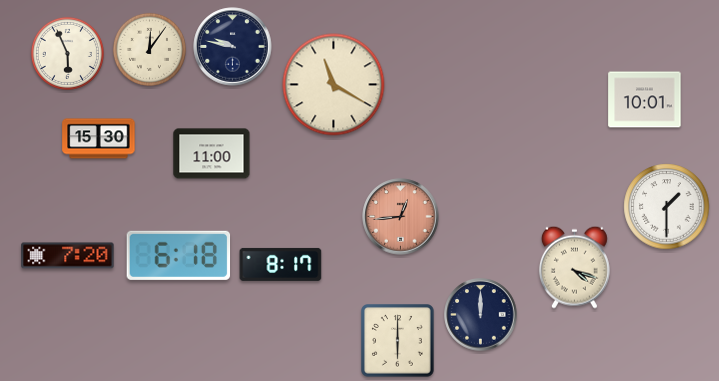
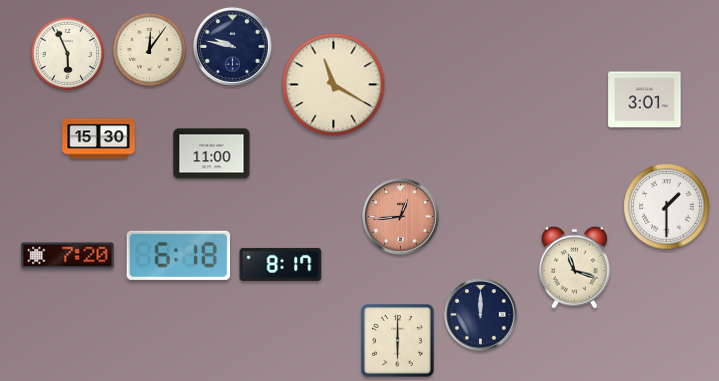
clock at (645, 100): 10:01 -> 3:01
clock at (574, 267): 4:18 -> 11:18
